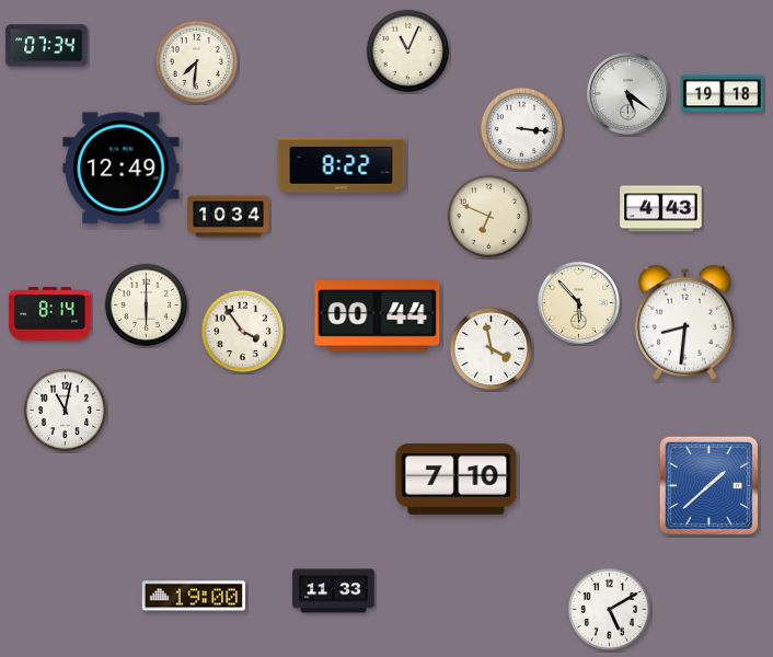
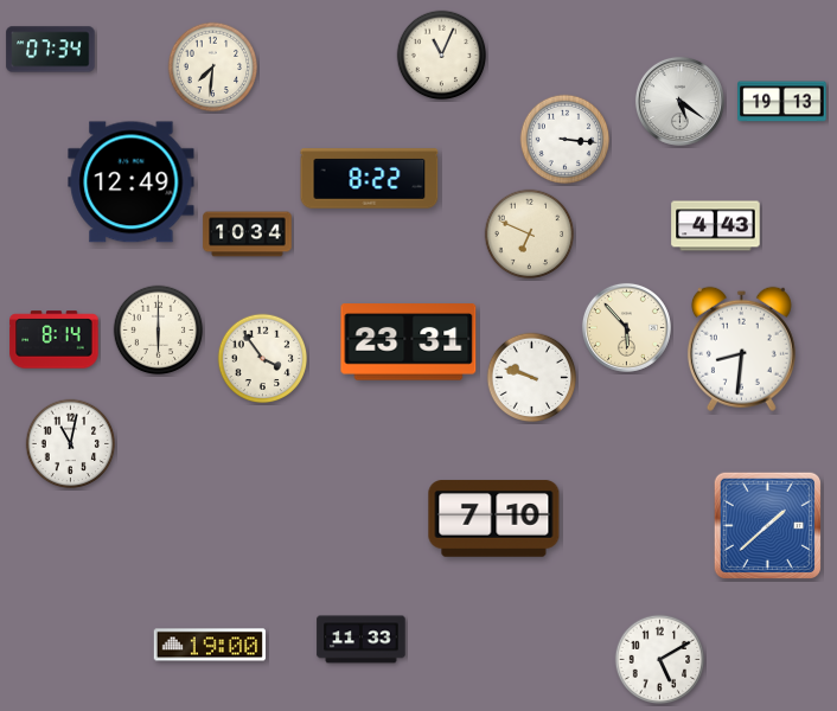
clock at (723, 94): 19:18 -> 19:13
clock at (378, 316): 00:44 -> 23:31
clock at (492, 349): 3:58 -> 9:48
